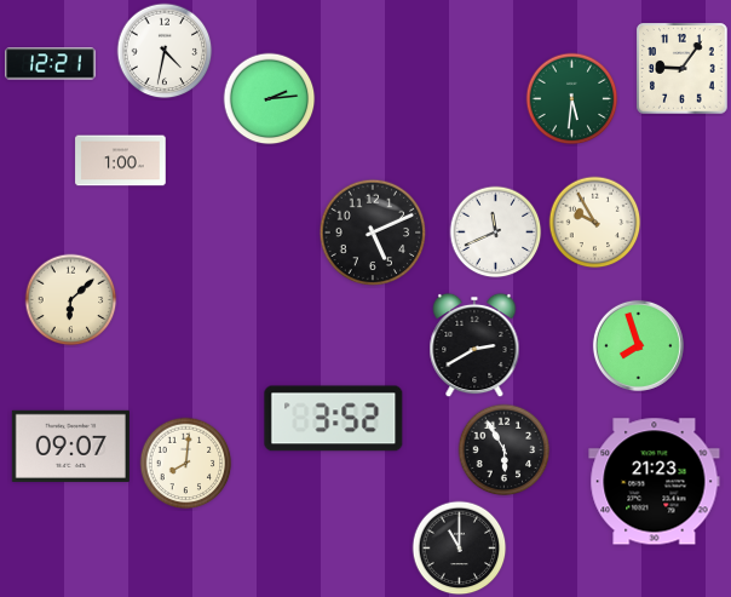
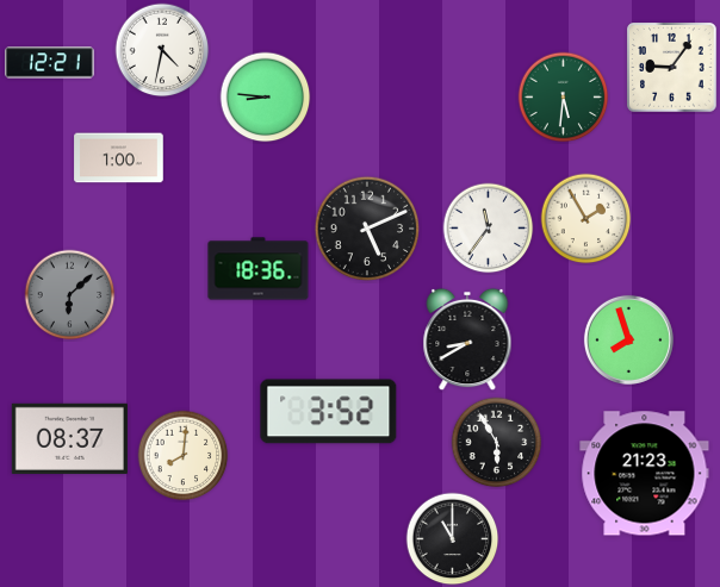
clock at (270, 99): 2:14 -> 8:46
clock at (595, 223): 9:55 -> 1:55
clock at (496, 233): 11:41 -> 11:36
clock at (259, 269): none -> 18:36
clock at (71, 300) dial: cream -> grey
clock at (474, 345): 2:40 -> 8:40
clock at (70, 446): 09:07 -> 08:37
